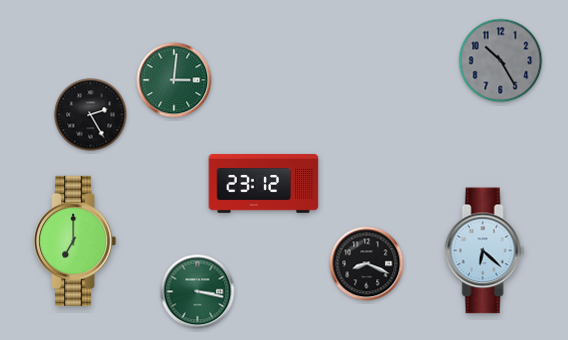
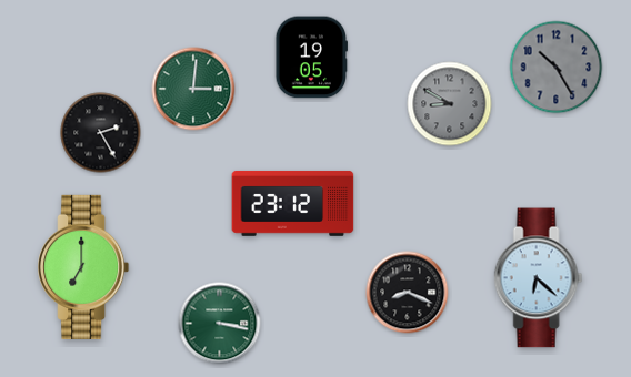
clock at (311, 58): none -> 19:05
clock at (450, 104): none -> 8:50
clock at (91, 115) position: (91, 115) -> (101, 133)
